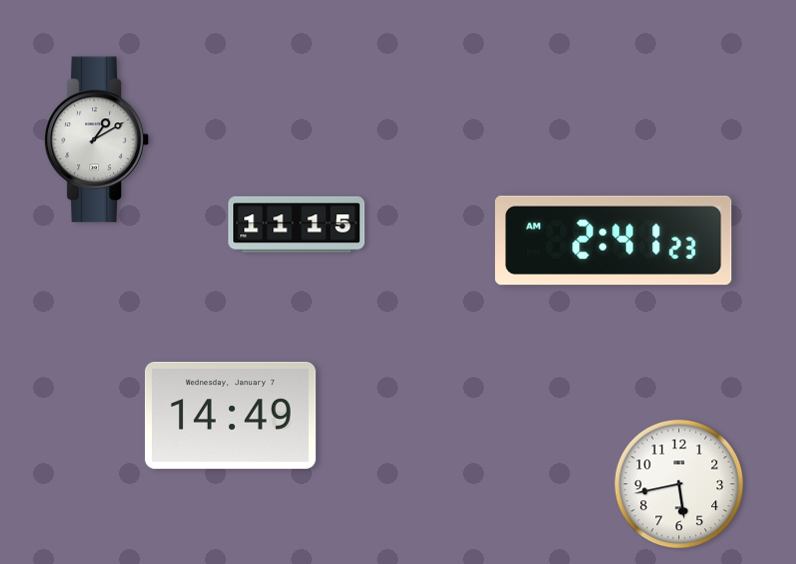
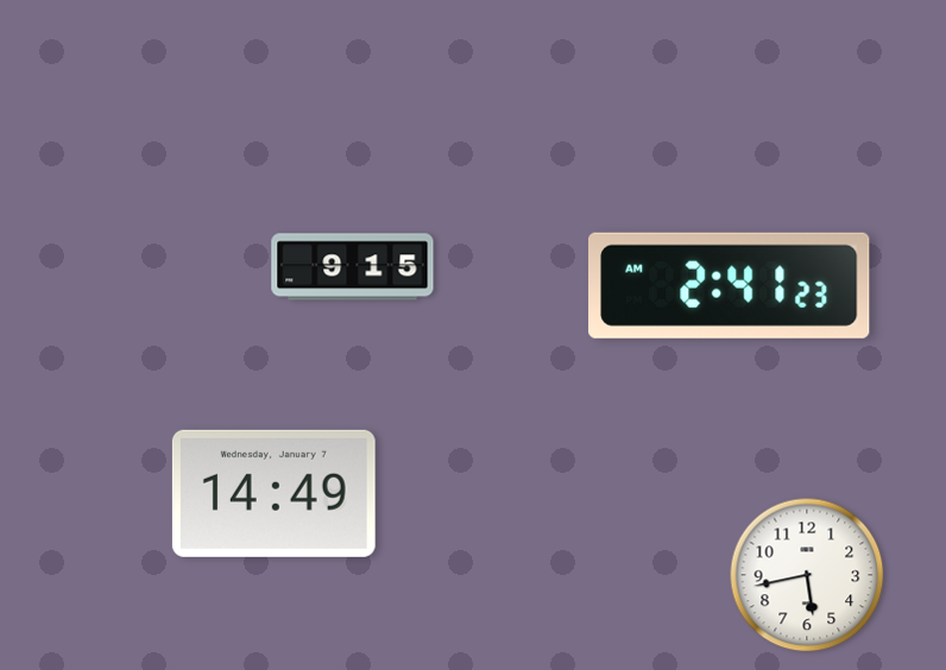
clock at (97, 140): 1:10 -> none
clock at (297, 225): 11:15 -> 9:15
